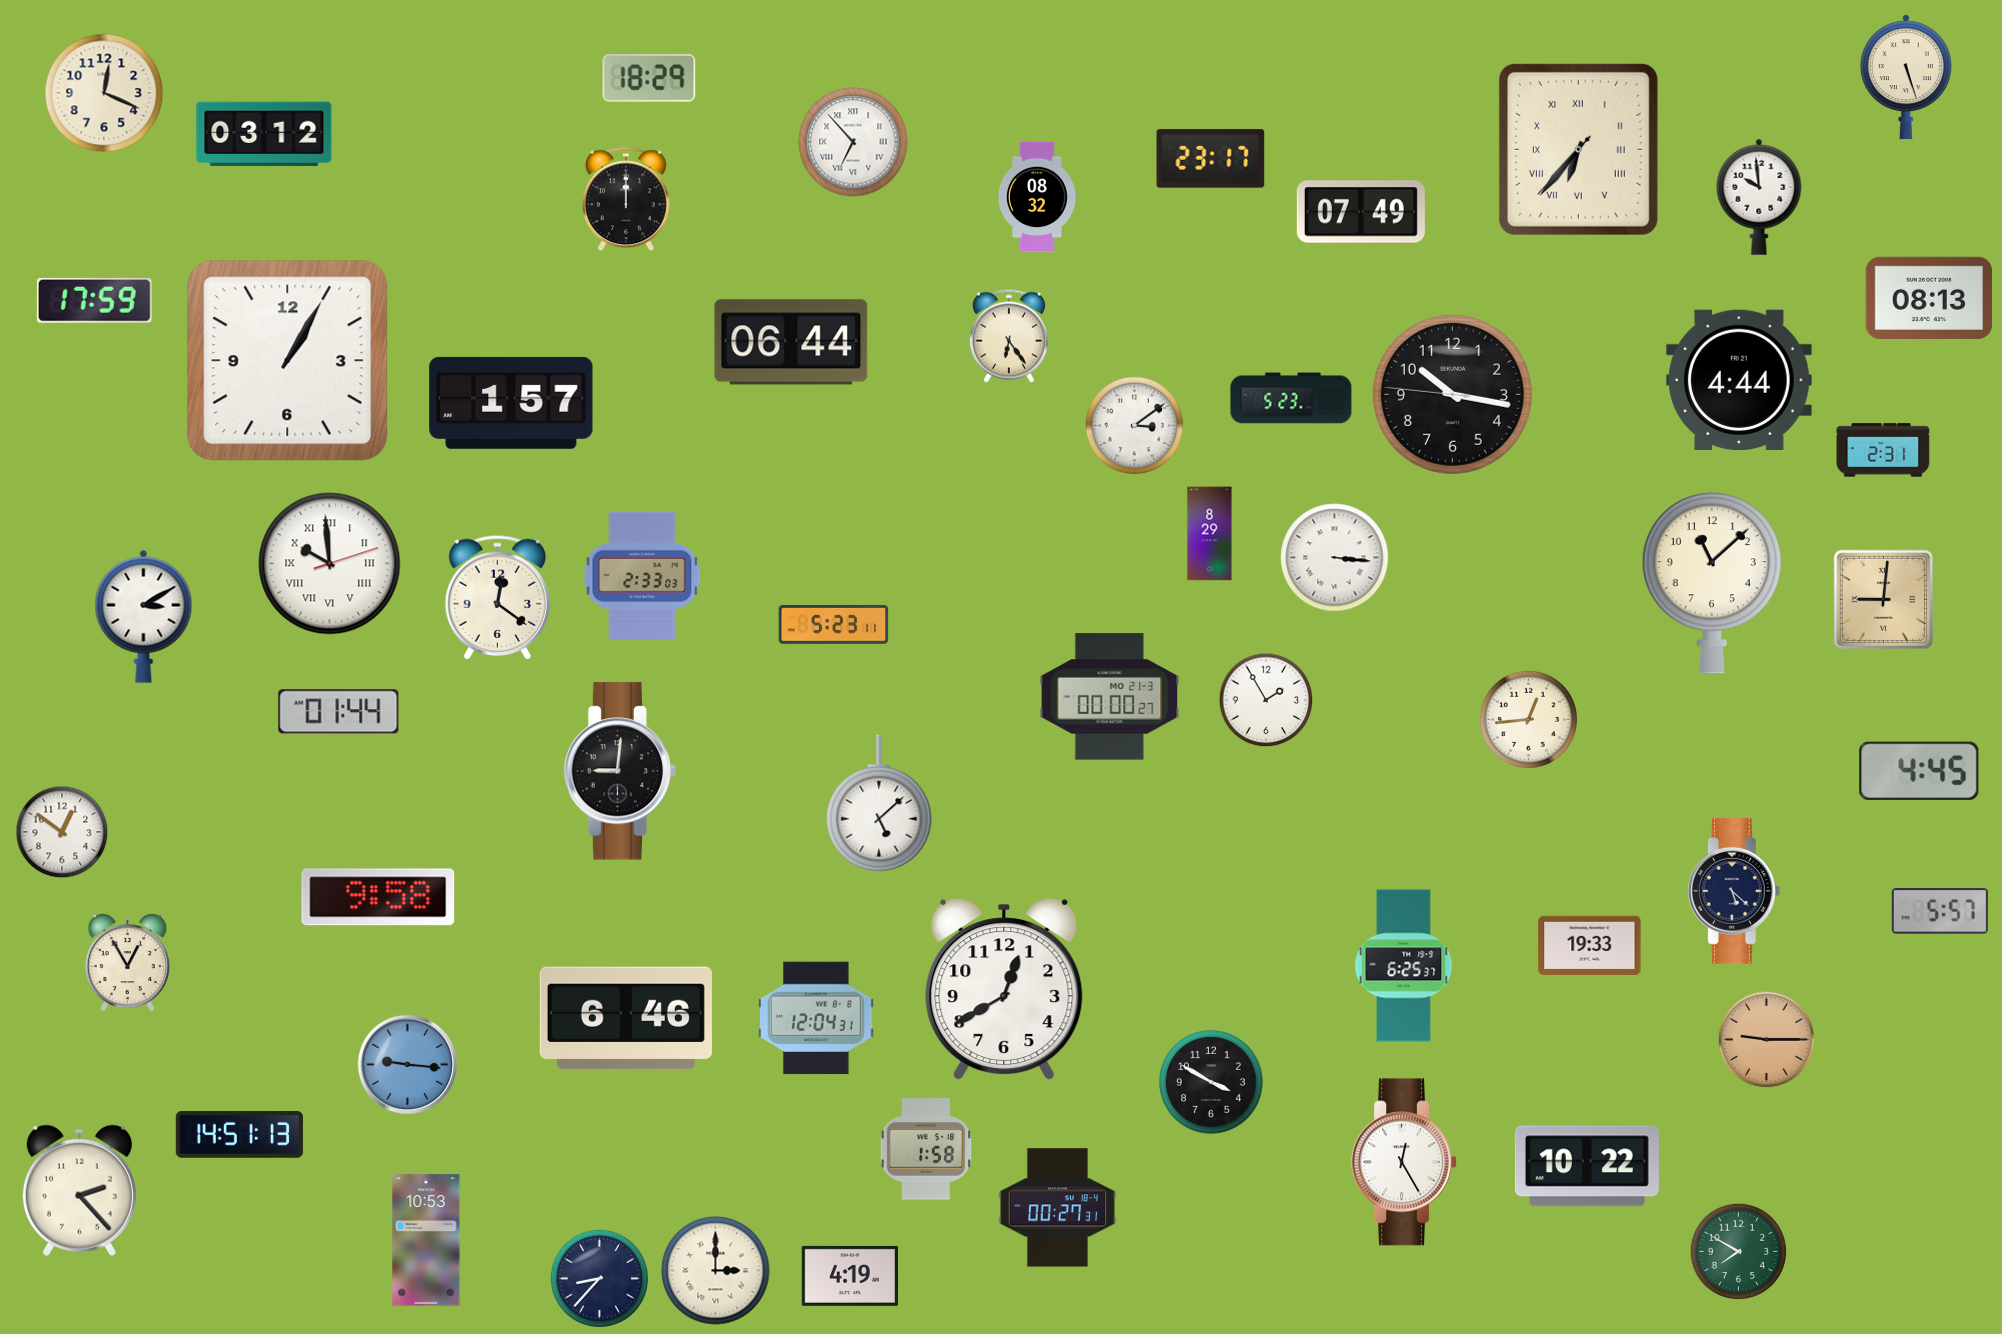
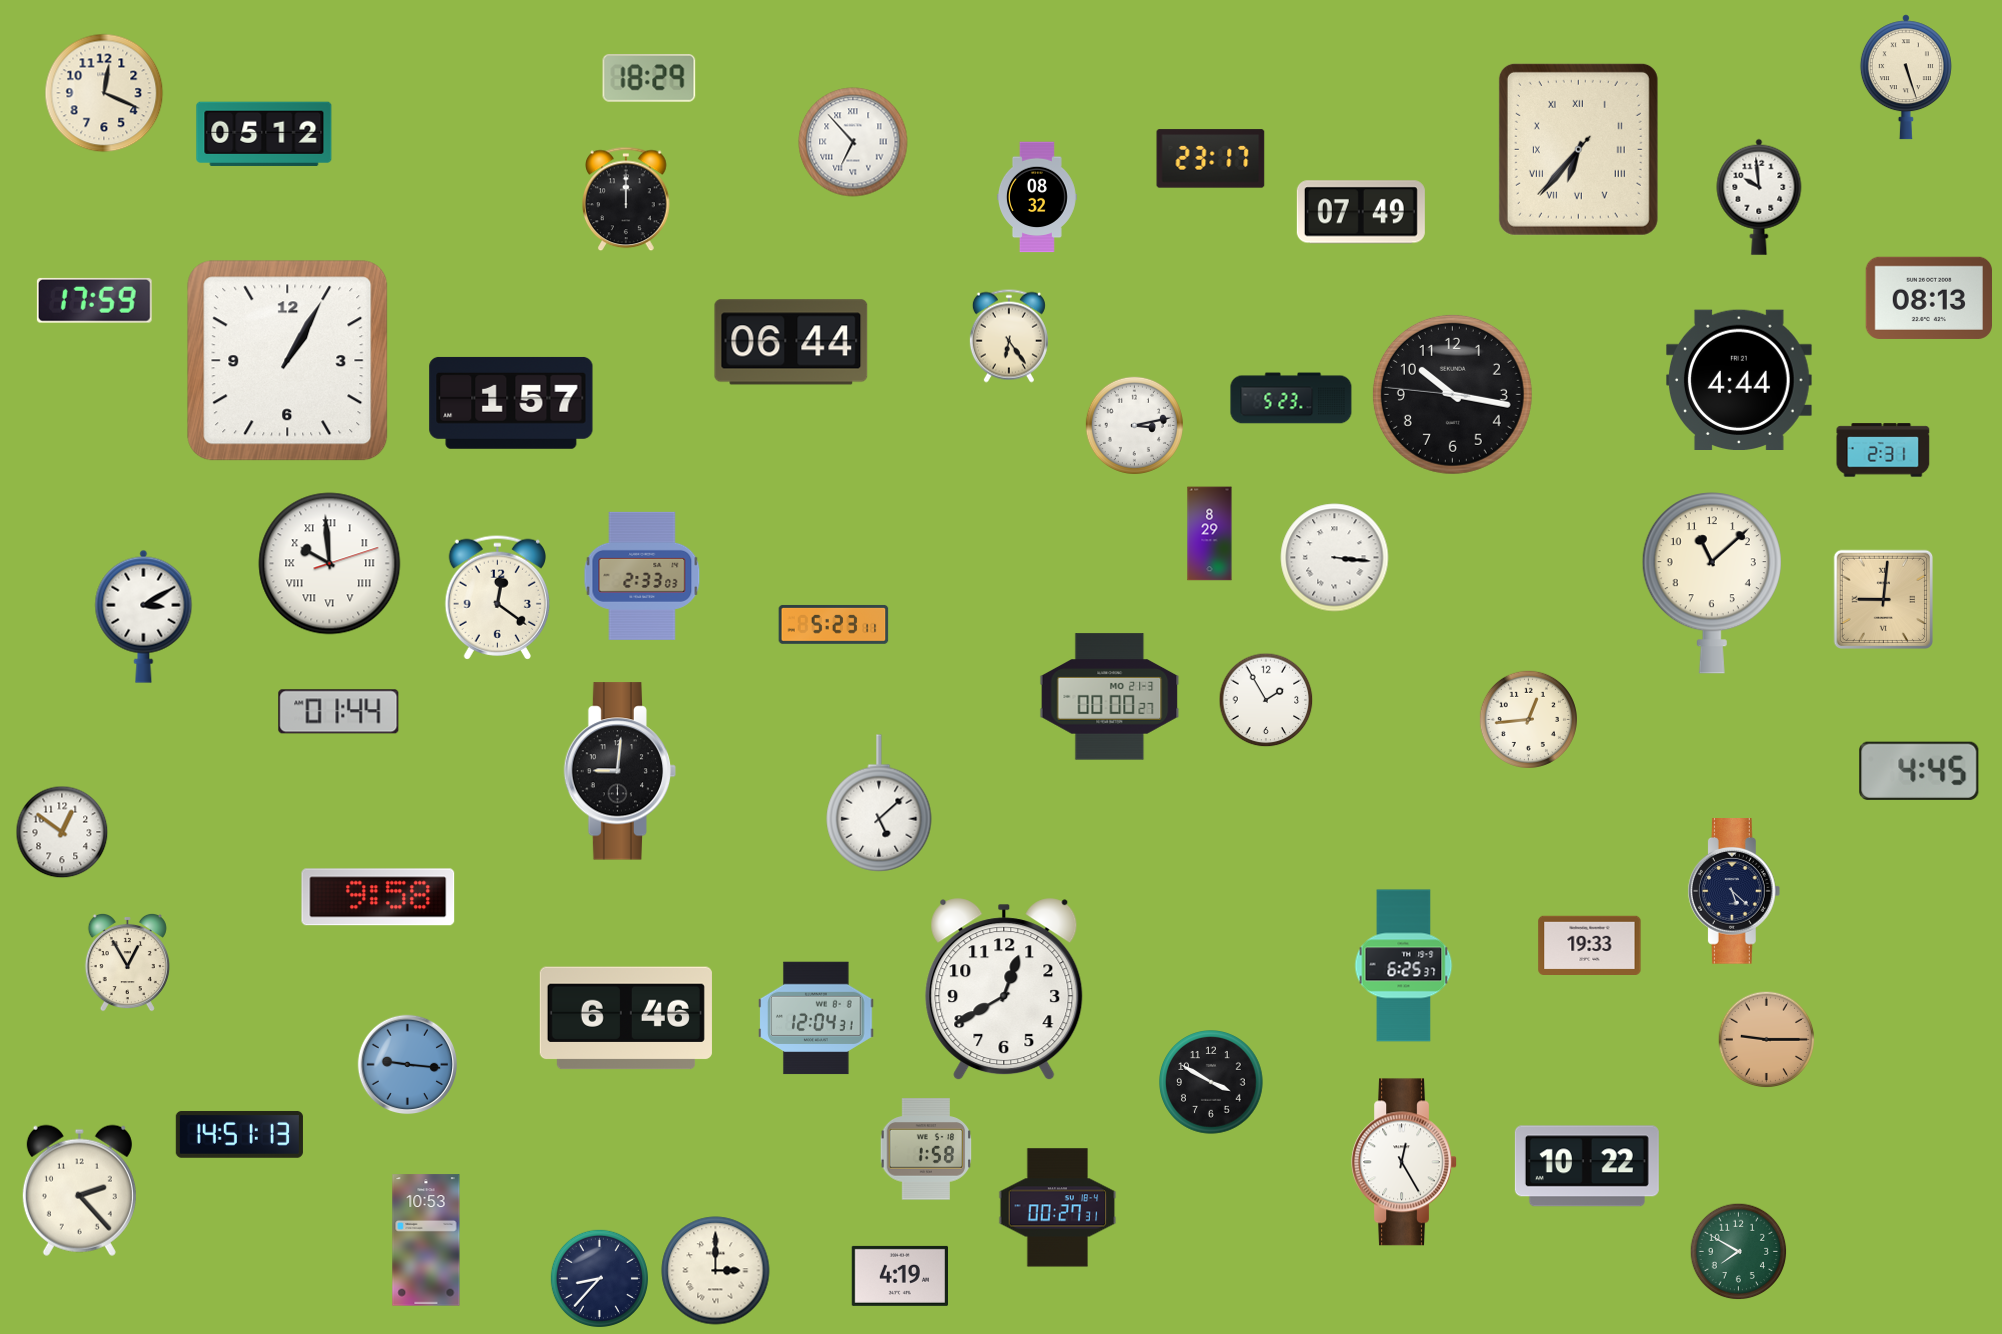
clock at (264, 133): 03:12 -> 05:12
clock at (1134, 425): 3:09 -> 3:13
clock at (1940, 911): 5:57 -> none
clock at (849, 1276) position: (849, 1276) -> (899, 1276)
